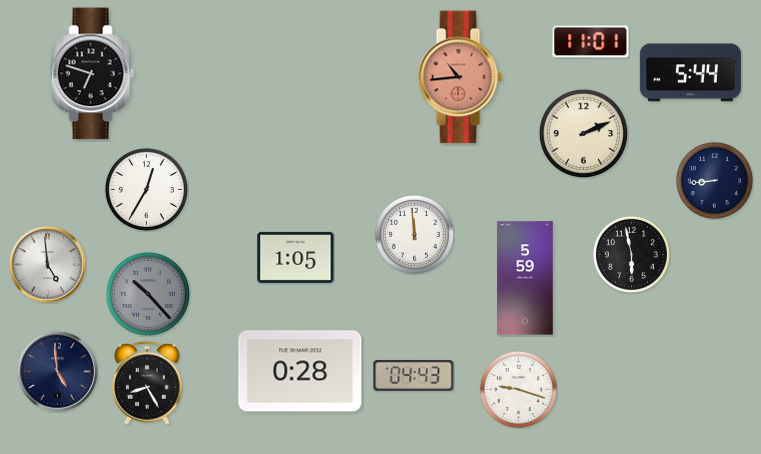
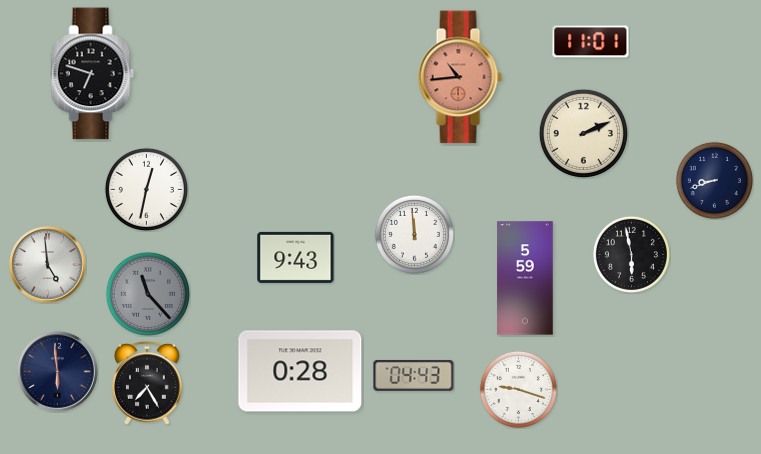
clock at (690, 73): 5:44 -> none
clock at (714, 180): 8:44 -> 8:42
clock at (146, 189): 12:35 -> 12:32
clock at (296, 257): 1:05 -> 9:43
clock at (148, 294): 10:23 -> 11:23
clock at (57, 371): 4:59 -> 5:59
clock at (147, 383): 8:25 -> 7:25
